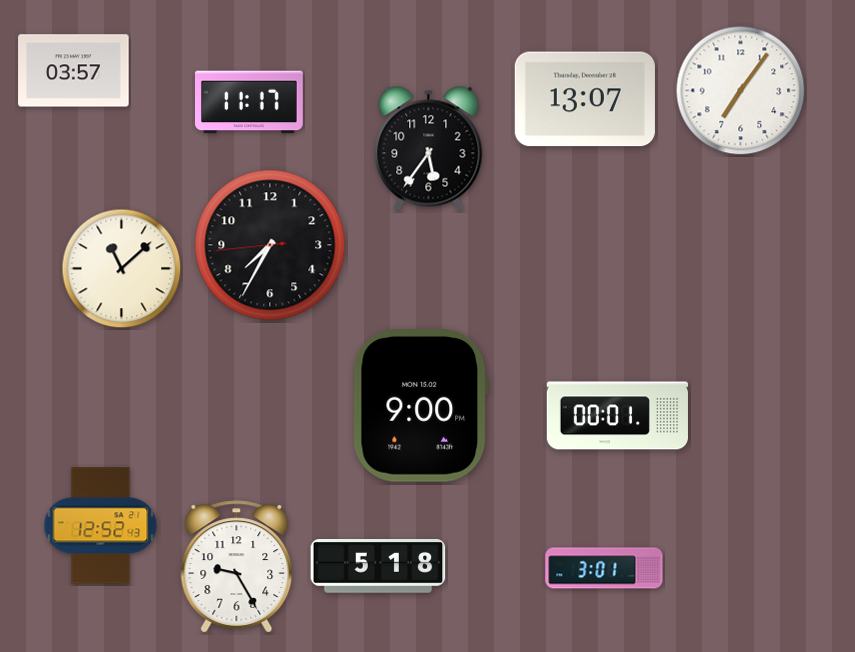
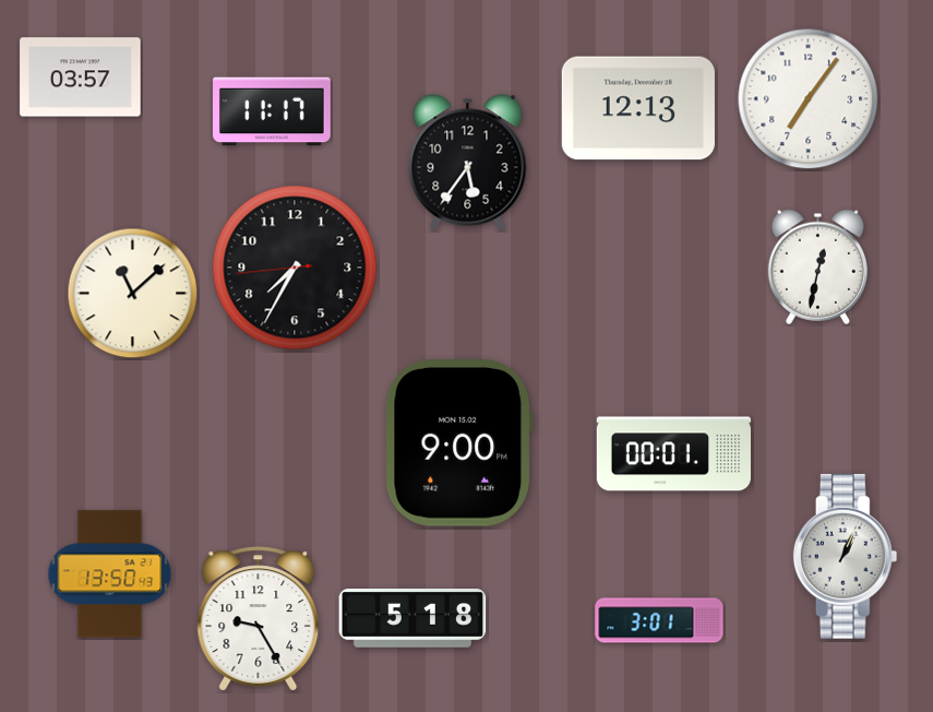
clock at (585, 99): 13:07 -> 12:13
clock at (817, 266): none -> 12:32
clock at (846, 557): none -> 1:04
clock at (101, 526): 12:52 -> 13:50
